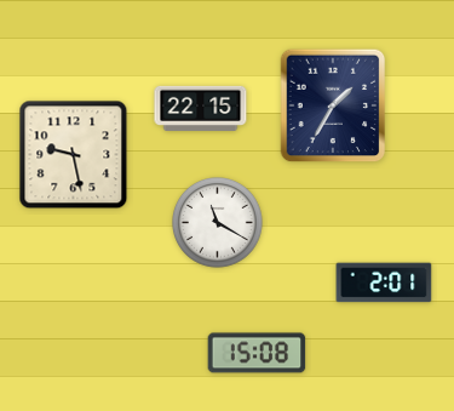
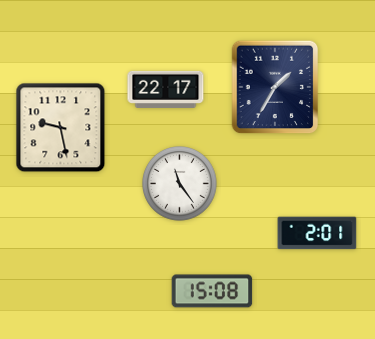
clock at (201, 108): 22:15 -> 22:17
clock at (218, 223): 11:20 -> 11:24
